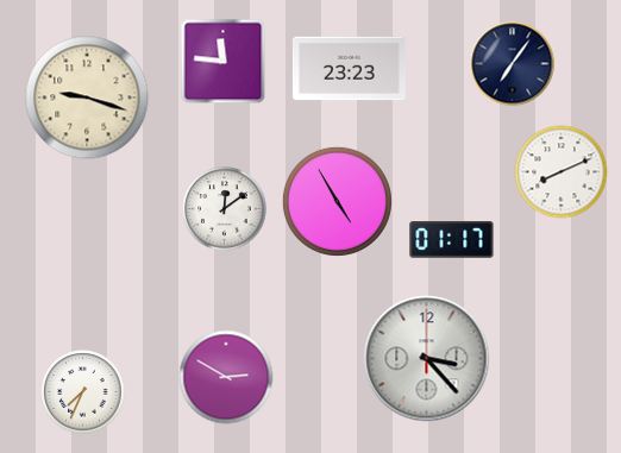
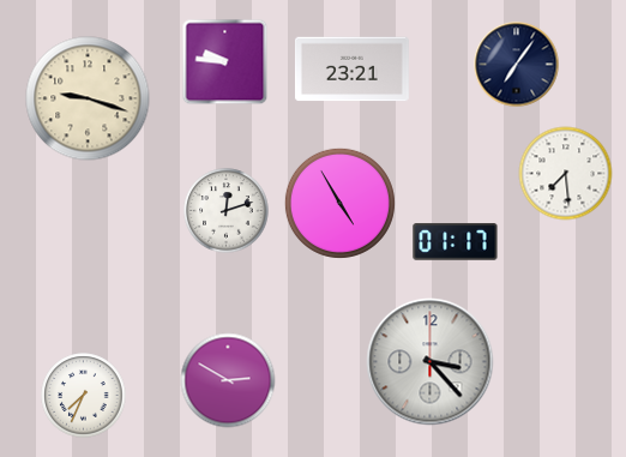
clock at (224, 62): 11:46 -> 9:46
clock at (349, 69): 23:23 -> 23:21
clock at (562, 172): 8:11 -> 7:29
clock at (225, 209): 12:09 -> 12:12
